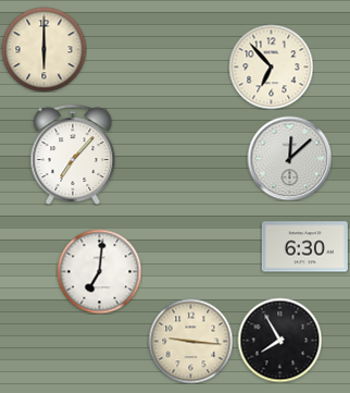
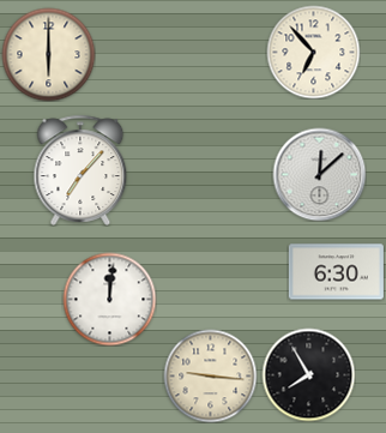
clock at (271, 66) position: (271, 66) -> (313, 52)
clock at (99, 271): 7:01 -> 12:01
